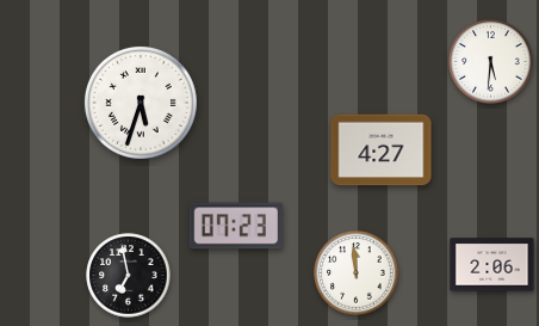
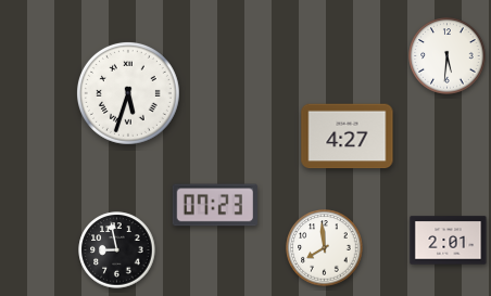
clock at (492, 265): 2:06 -> 2:01
clock at (357, 273): 11:59 -> 7:59
clock at (129, 276): 6:58 -> 8:58
